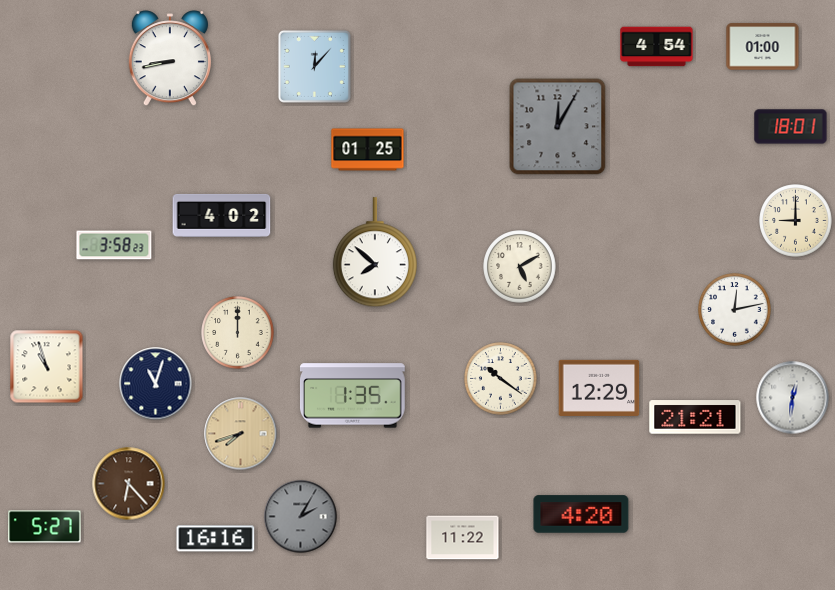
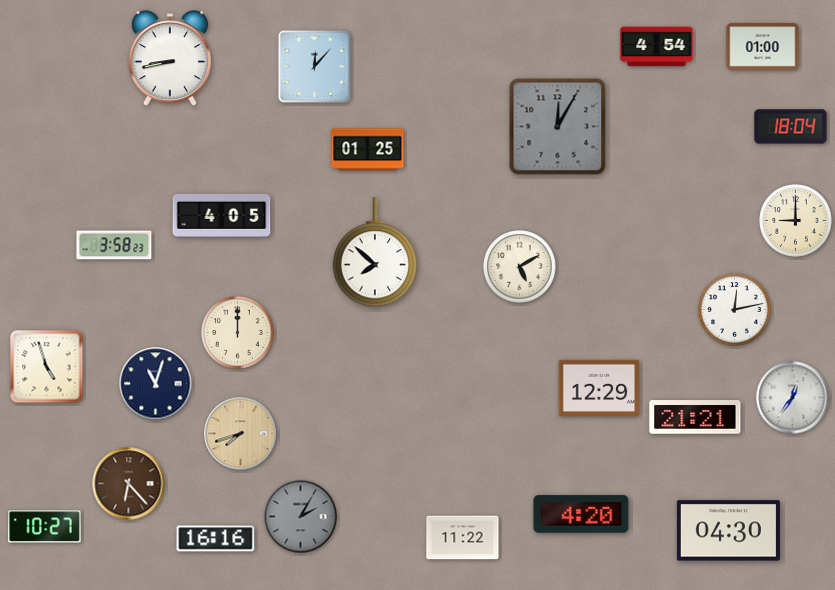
clock at (791, 127): 18:01 -> 18:04
clock at (222, 215): 4:02 -> 4:05
clock at (47, 367): 10:57 -> 4:57
clock at (501, 379): 10:21 -> none
clock at (352, 396): 1:35 -> none
clock at (793, 398): 12:31 -> 12:36
clock at (45, 527): 5:27 -> 10:27
clock at (728, 531): none -> 04:30
